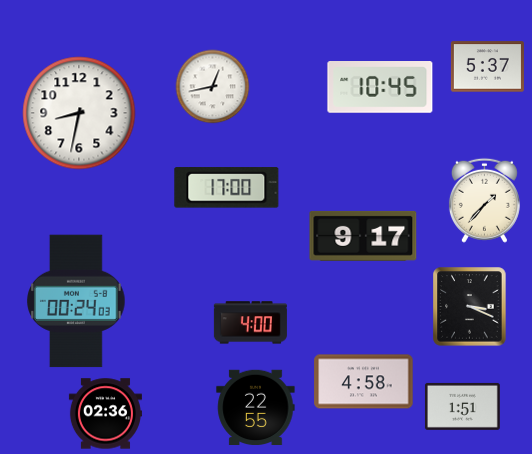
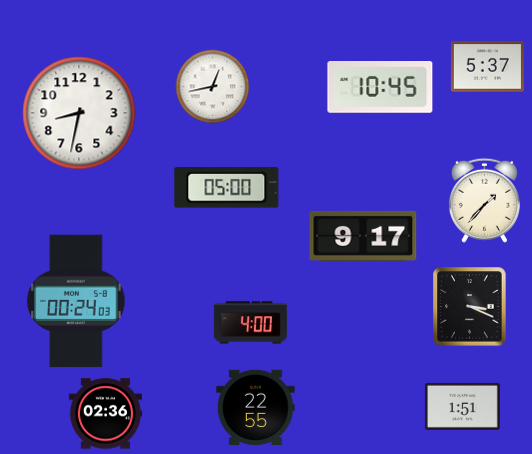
clock at (227, 188): 17:00 -> 05:00
clock at (364, 382): 4:58 -> none
